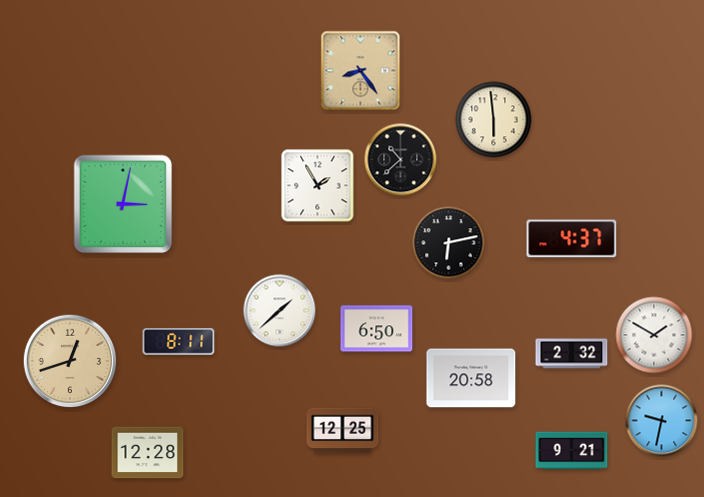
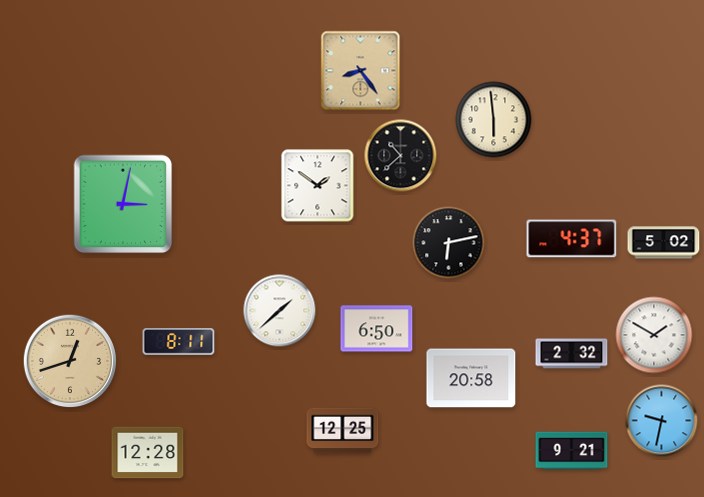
clock at (401, 160) position: (401, 160) -> (401, 156)
clock at (318, 186): 1:55 -> 1:51
clock at (664, 243): none -> 5:02
